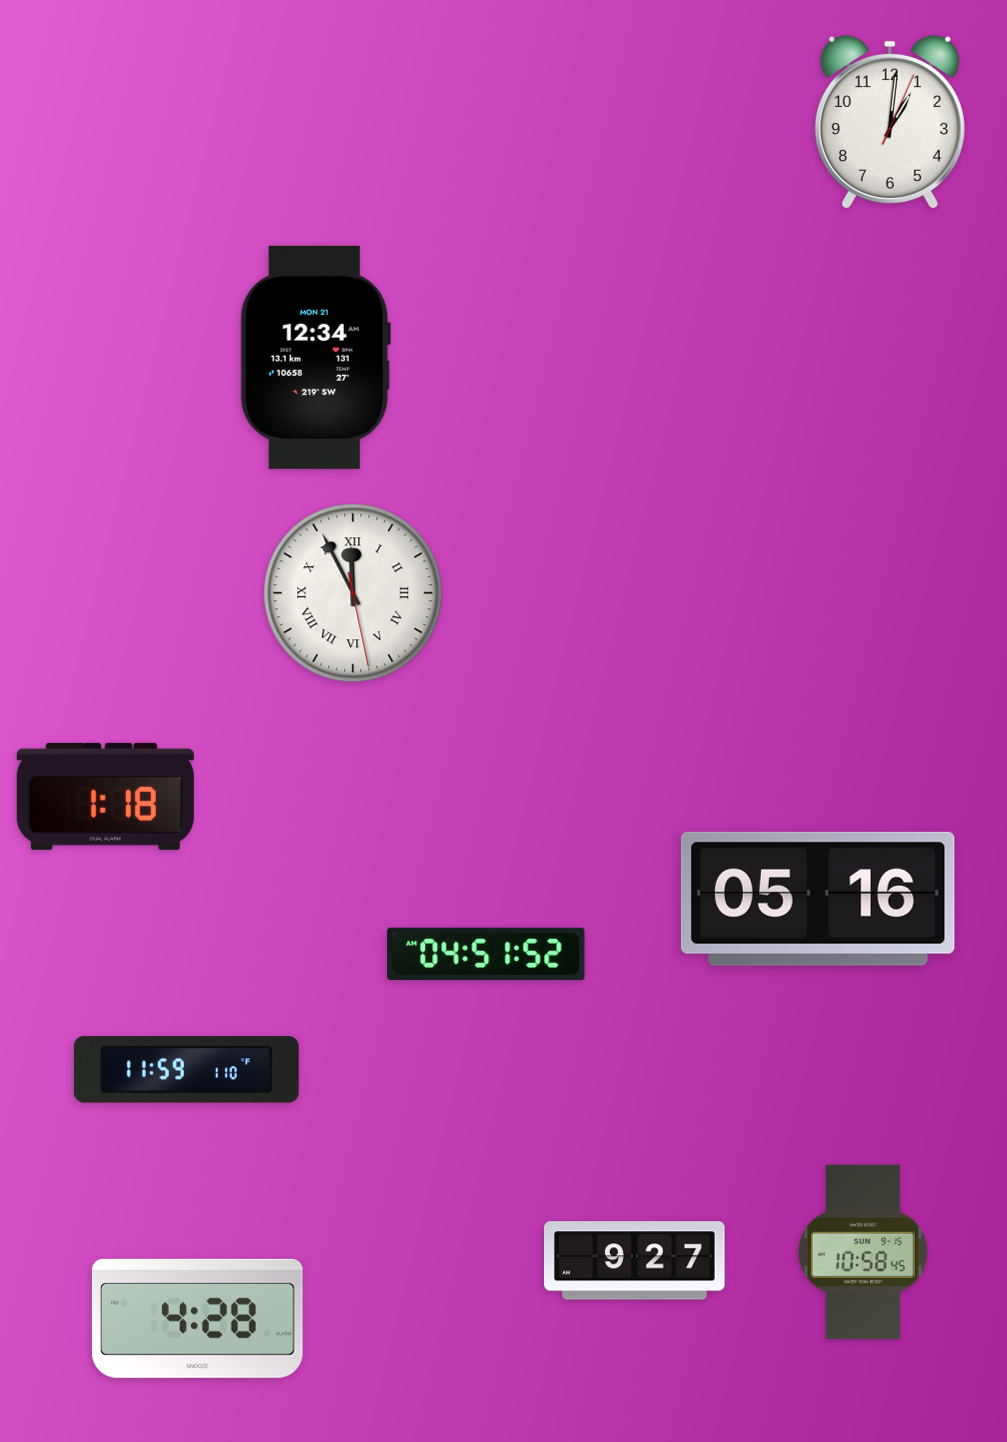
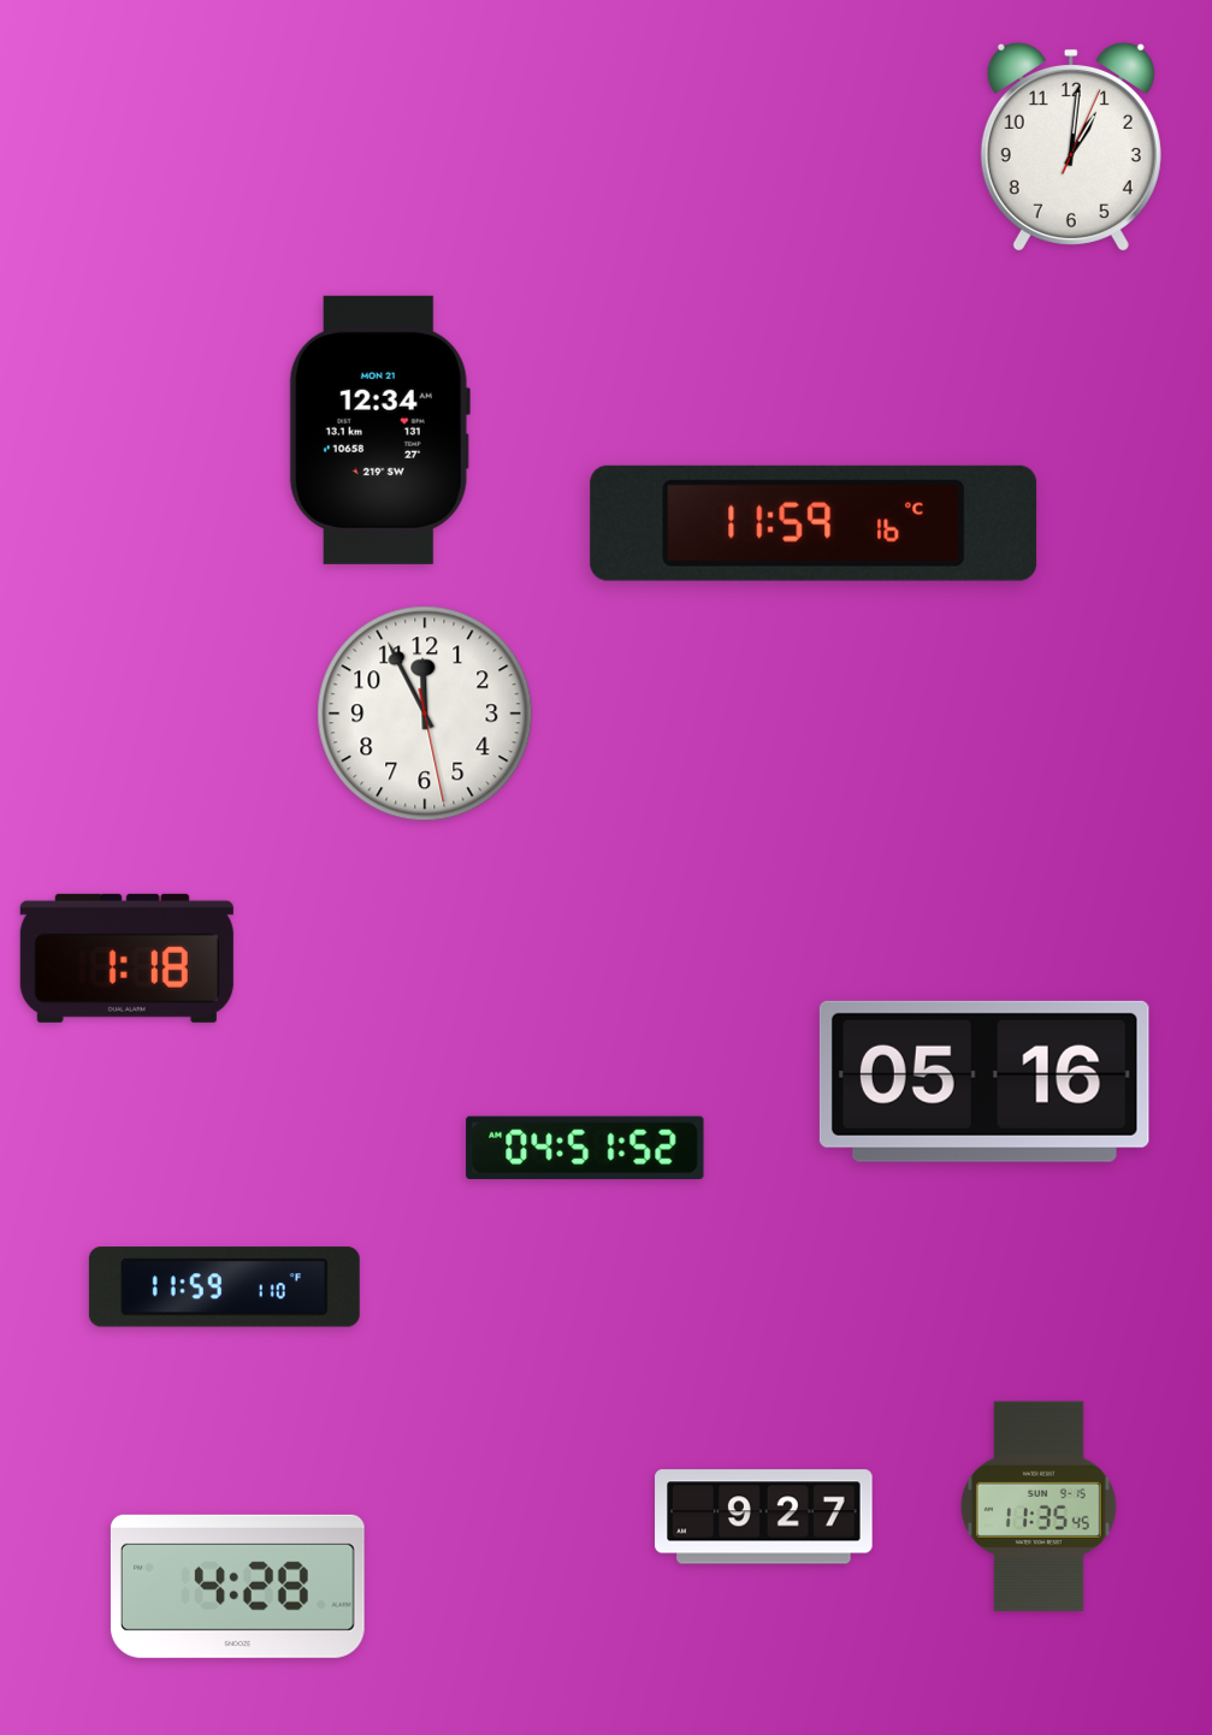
clock at (814, 523): none -> 11:59
clock at (353, 593) numerals: Roman -> Arabic
clock at (863, 1252): 10:58 -> 11:35
